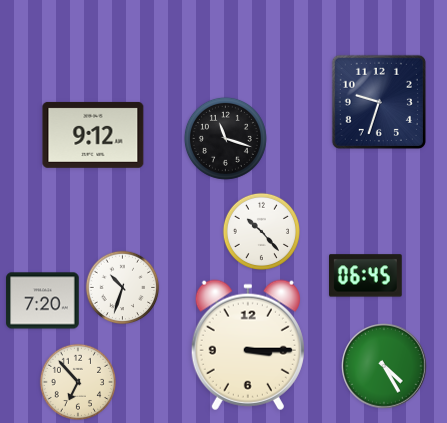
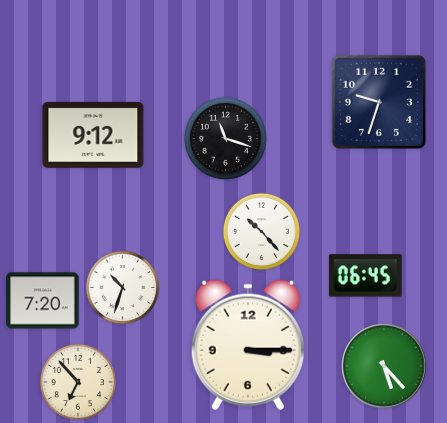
clock at (384, 366): 4:25 -> 5:23
